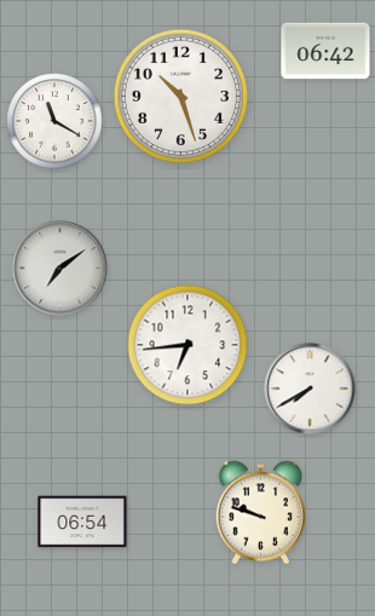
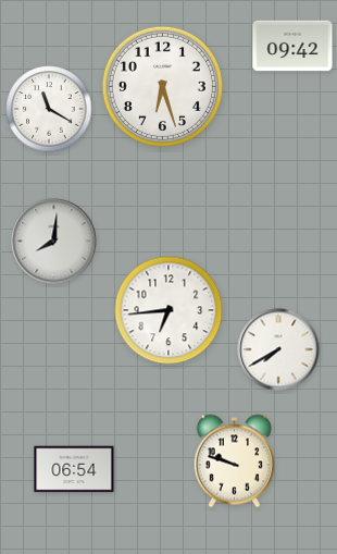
clock at (325, 51): 06:42 -> 09:42
clock at (180, 96): 10:27 -> 6:27
clock at (60, 269): 7:09 -> 8:01
